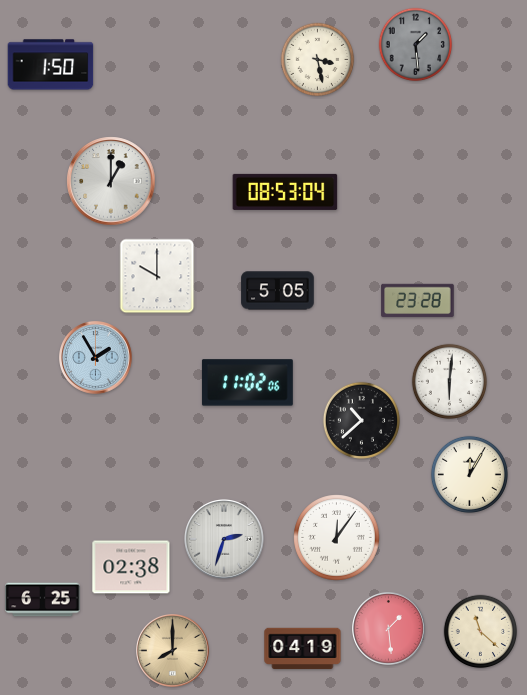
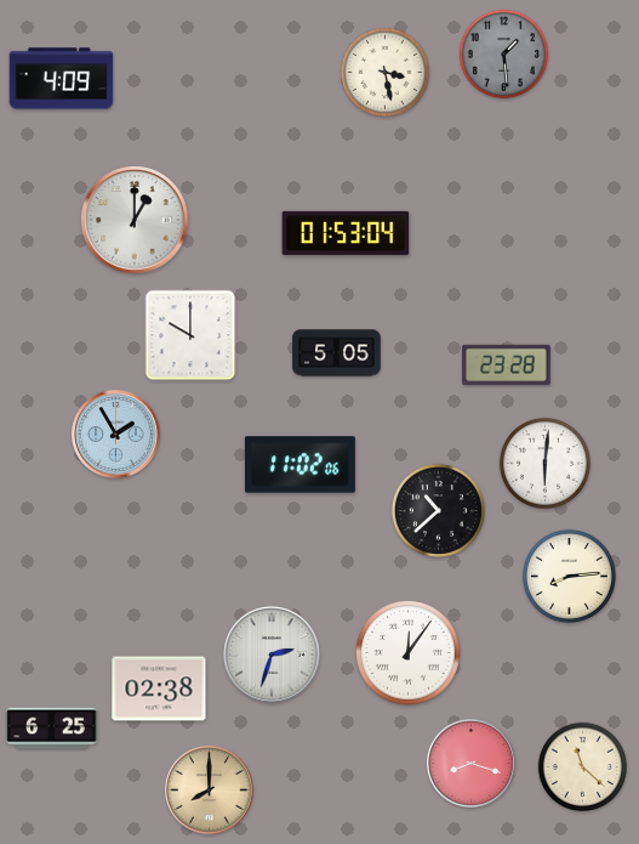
clock at (51, 65): 1:50 -> 4:09
clock at (285, 192): 08:53 -> 01:53
clock at (469, 474): 12:05 -> 8:14
clock at (389, 629): 1:29 -> 8:18
clock at (303, 649): 04:19 -> none
